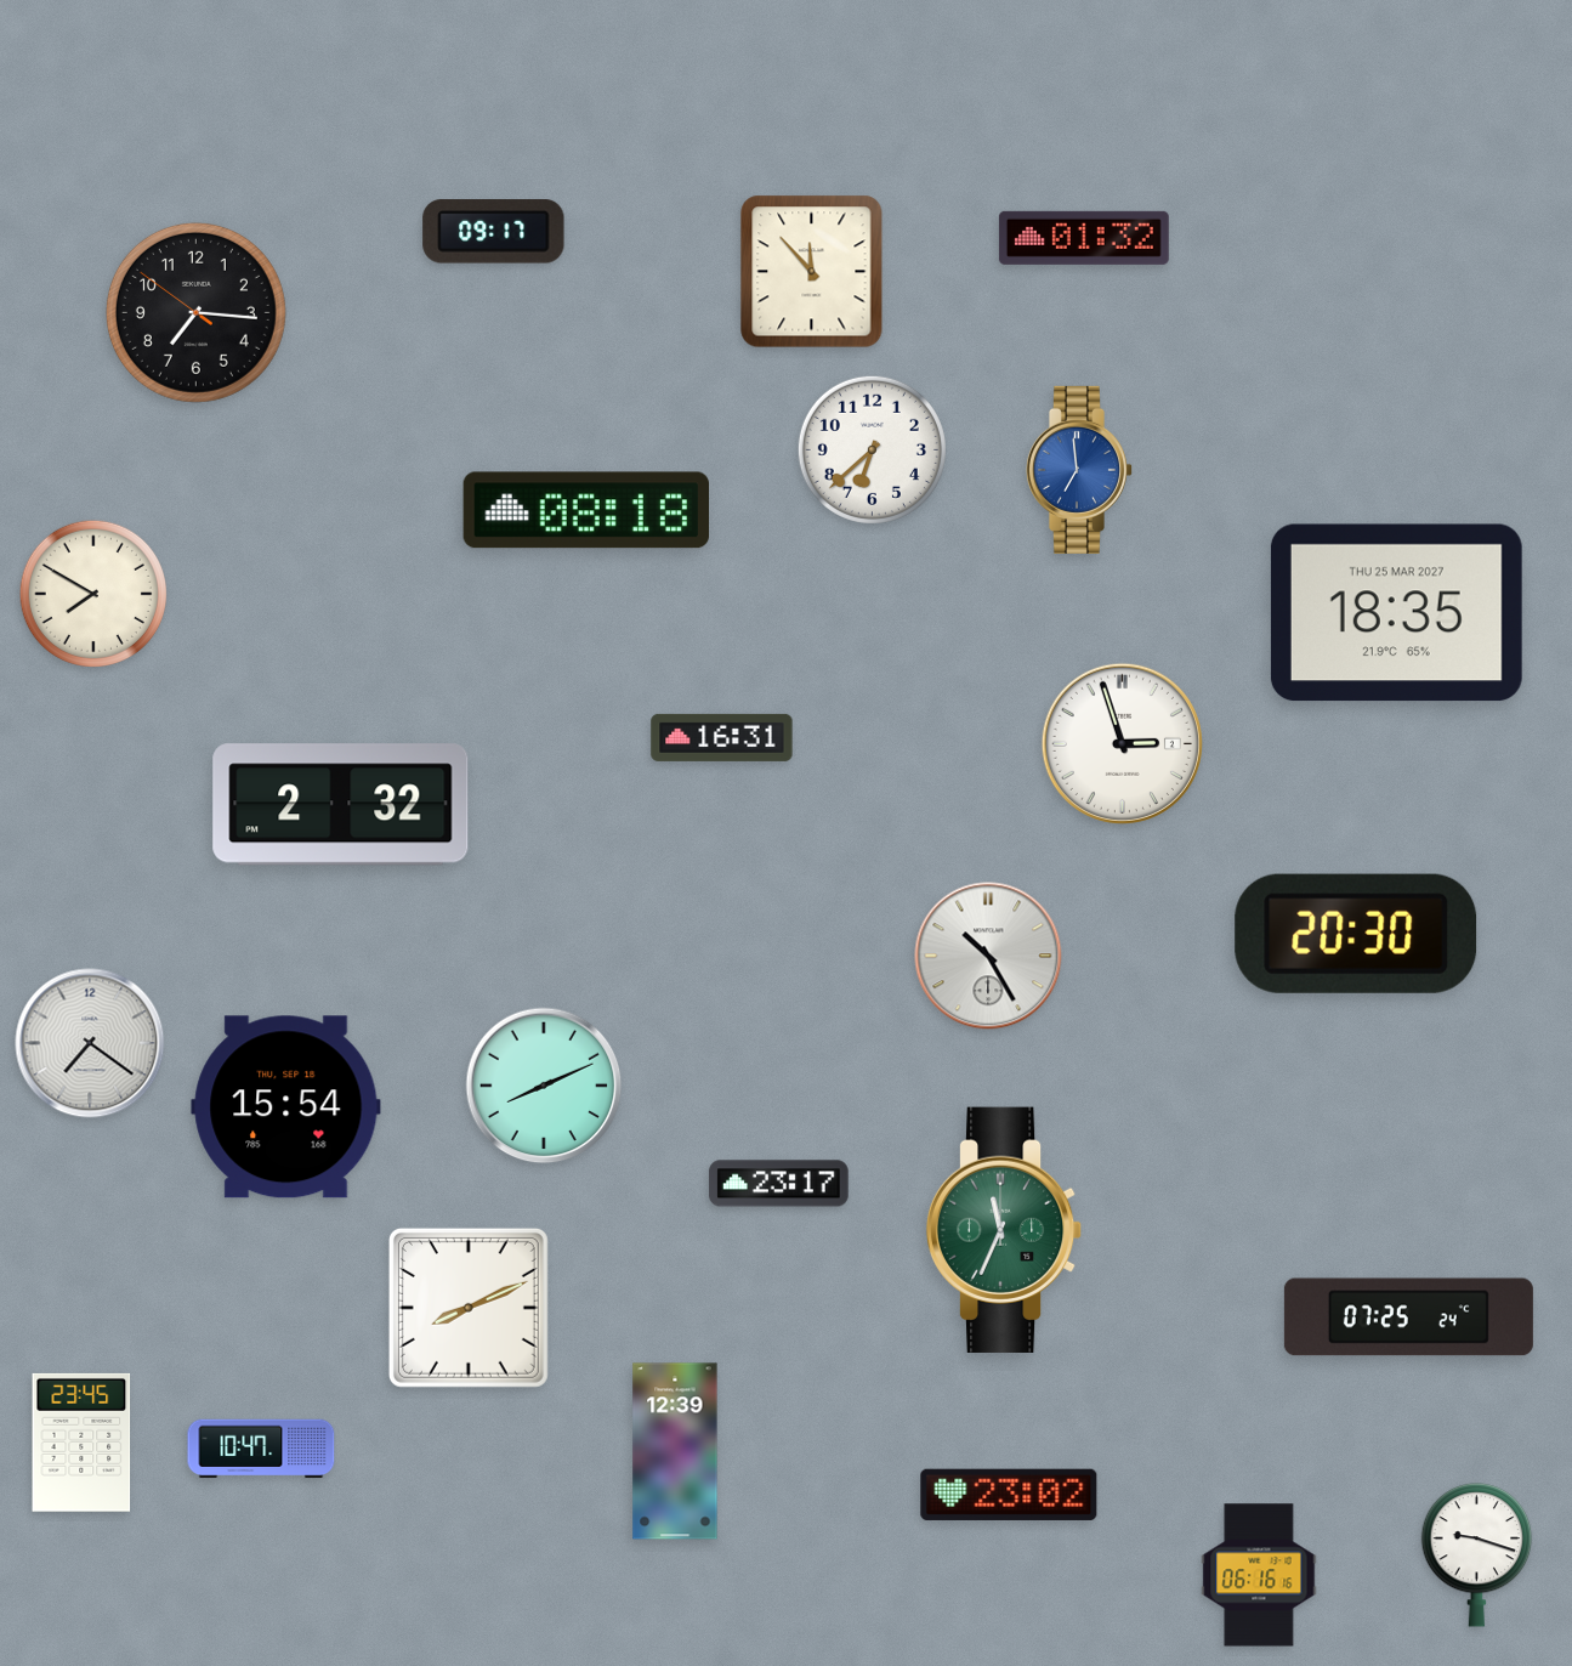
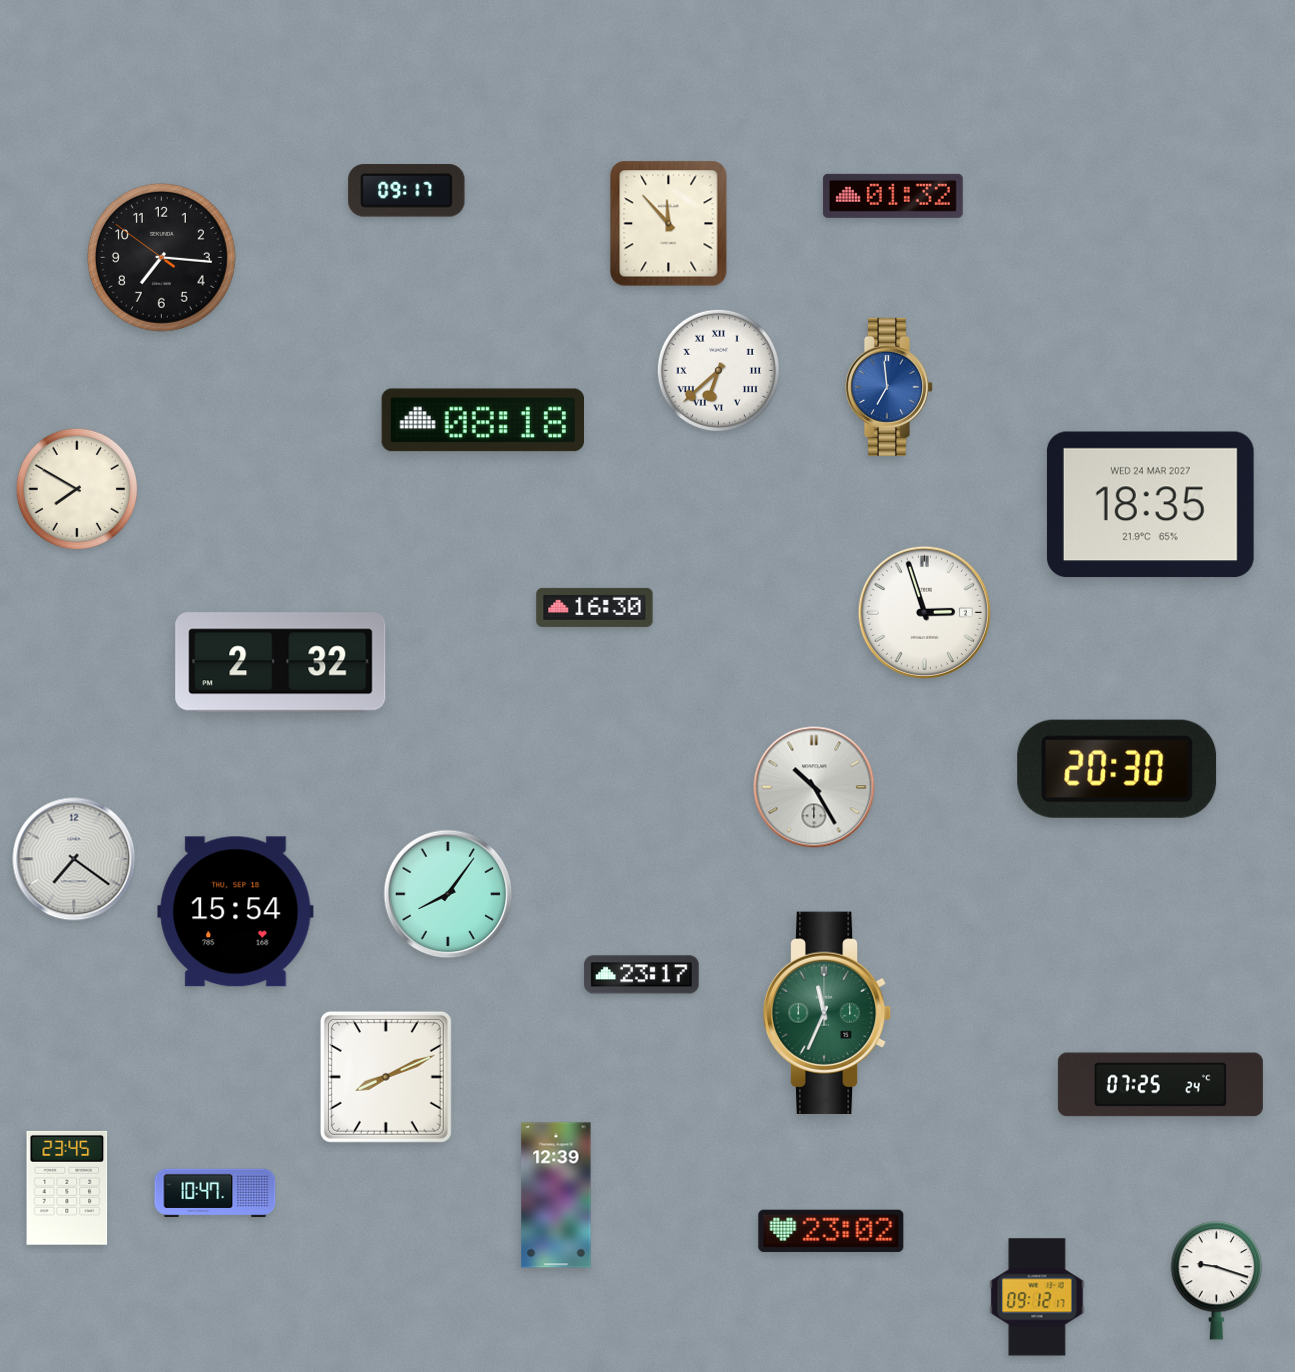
clock at (872, 449) numerals: Arabic -> Roman
clock at (1396, 613) date: THU 25 MAR 2027 -> WED 24 MAR 2027
clock at (722, 737): 16:31 -> 16:30
clock at (544, 1086): 8:11 -> 8:06
clock at (1259, 1575): 06:16 -> 09:12
